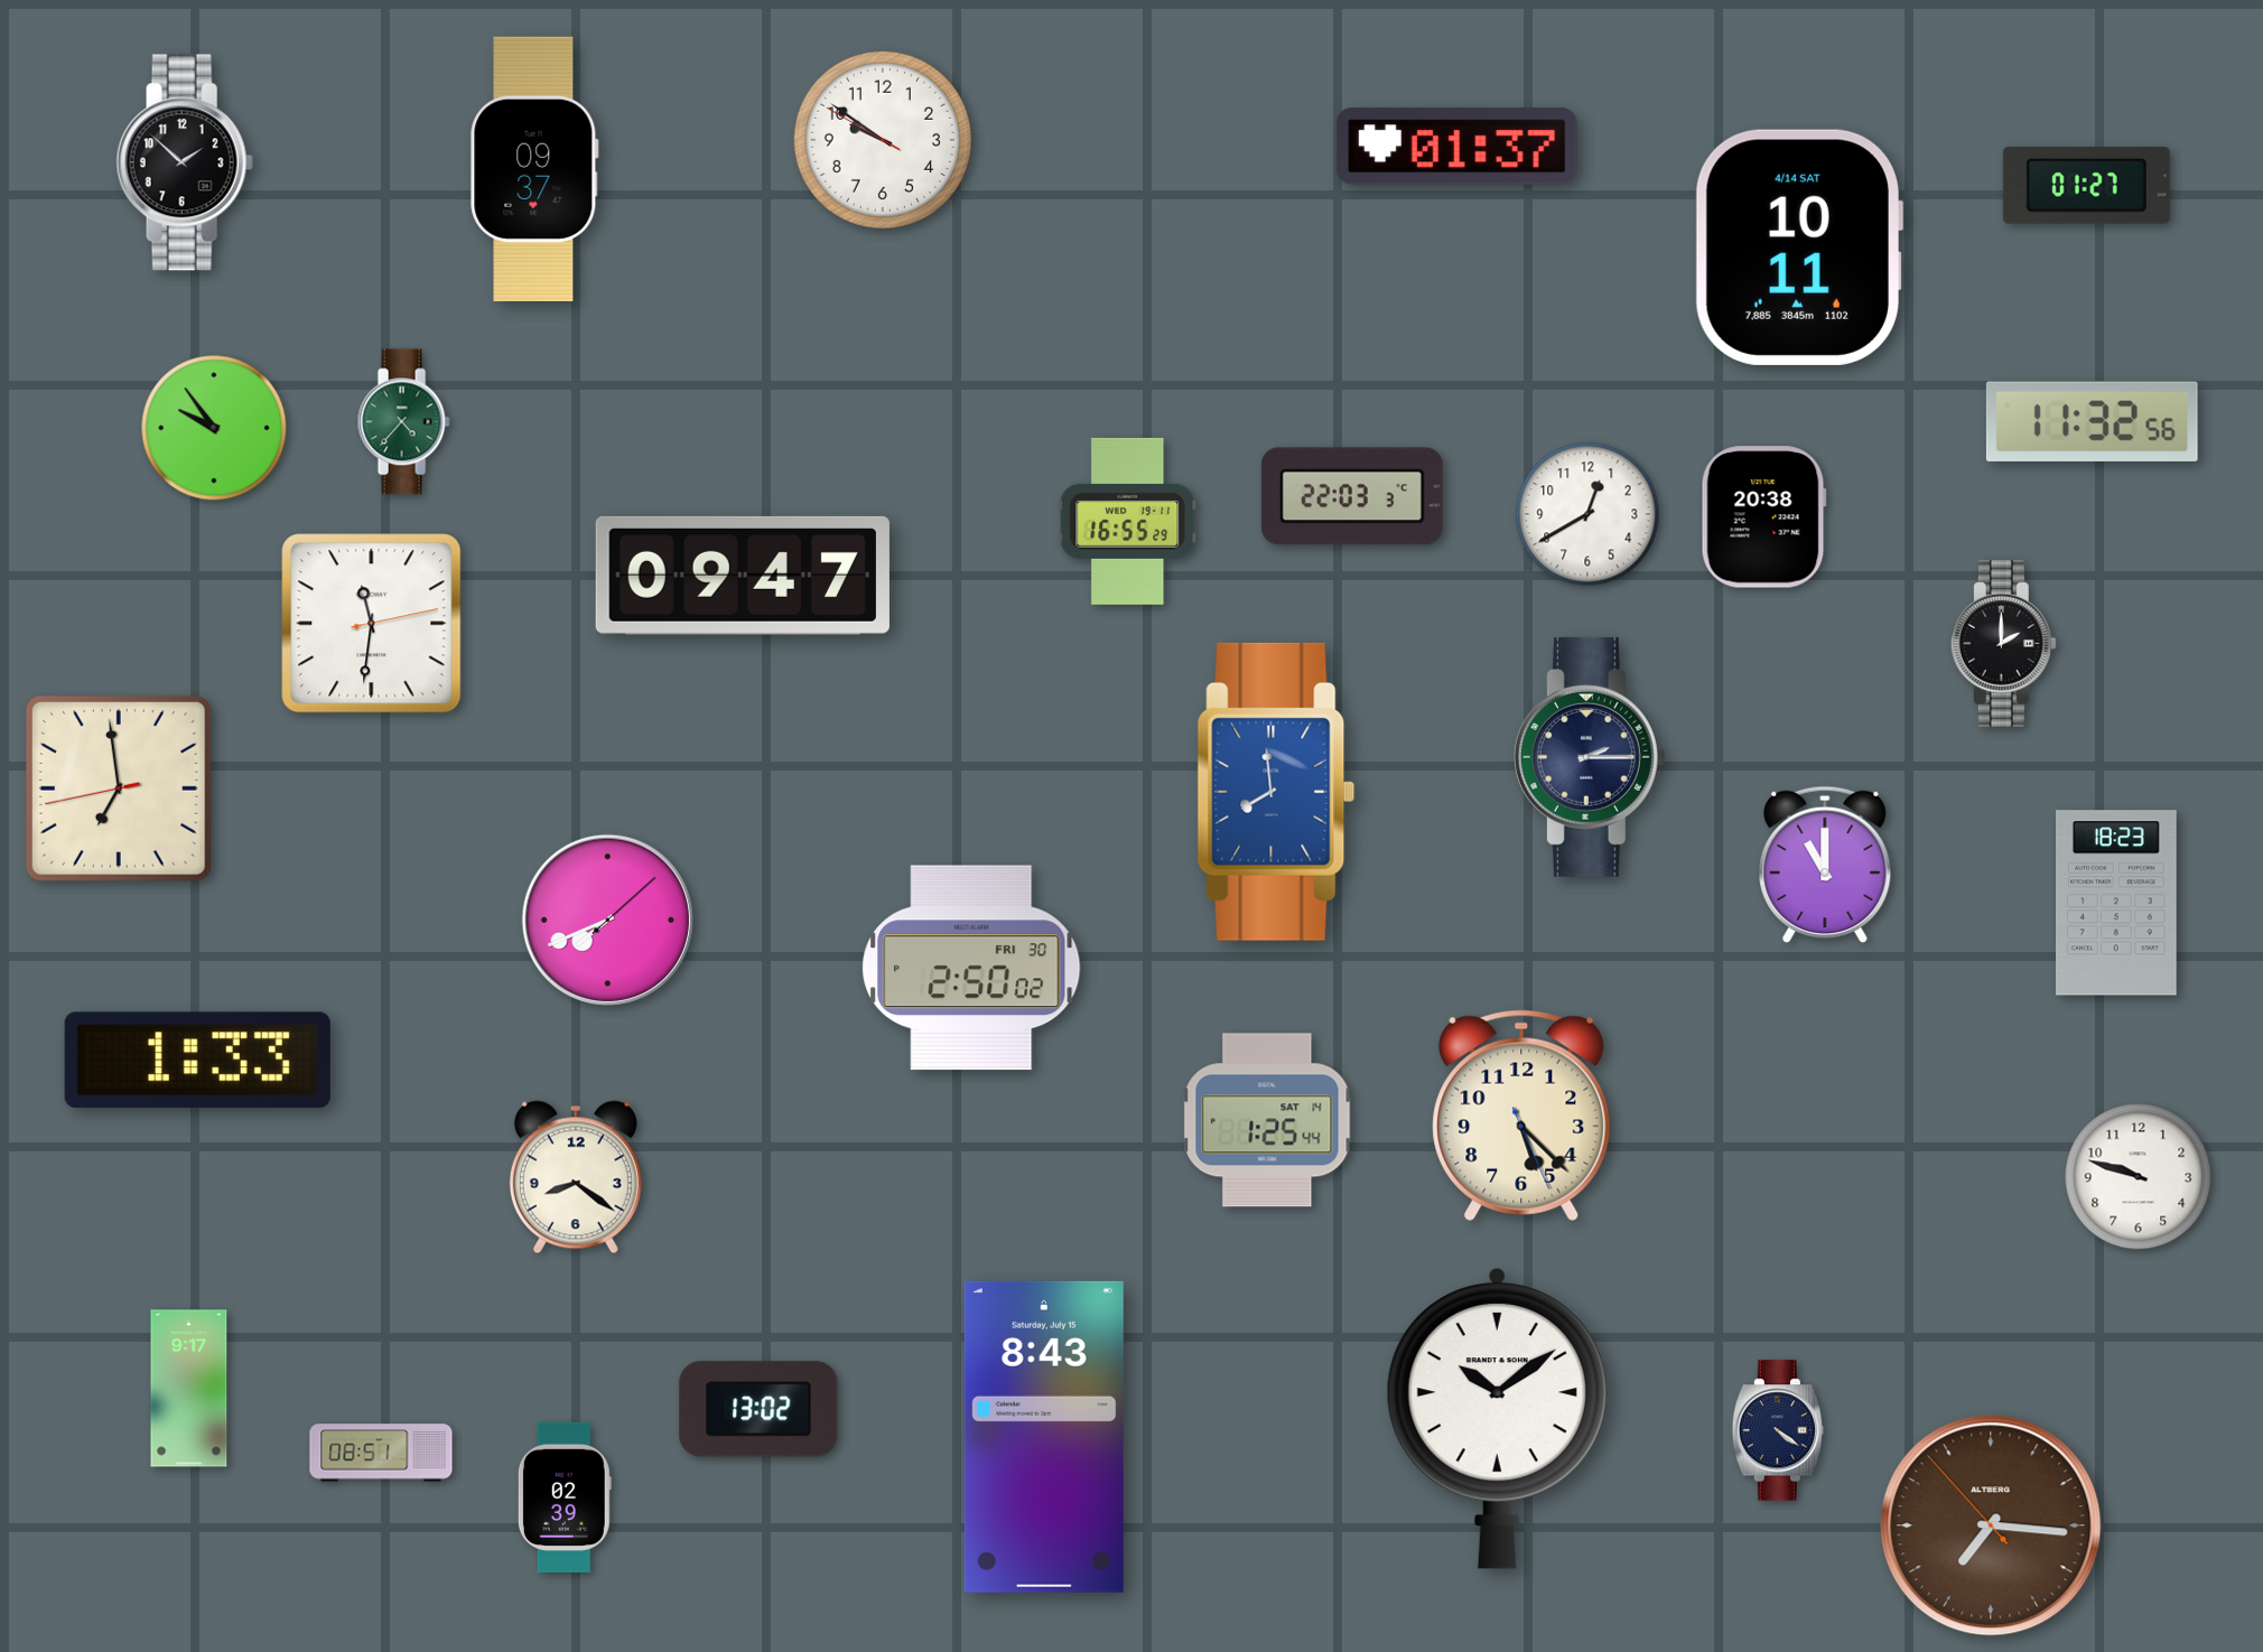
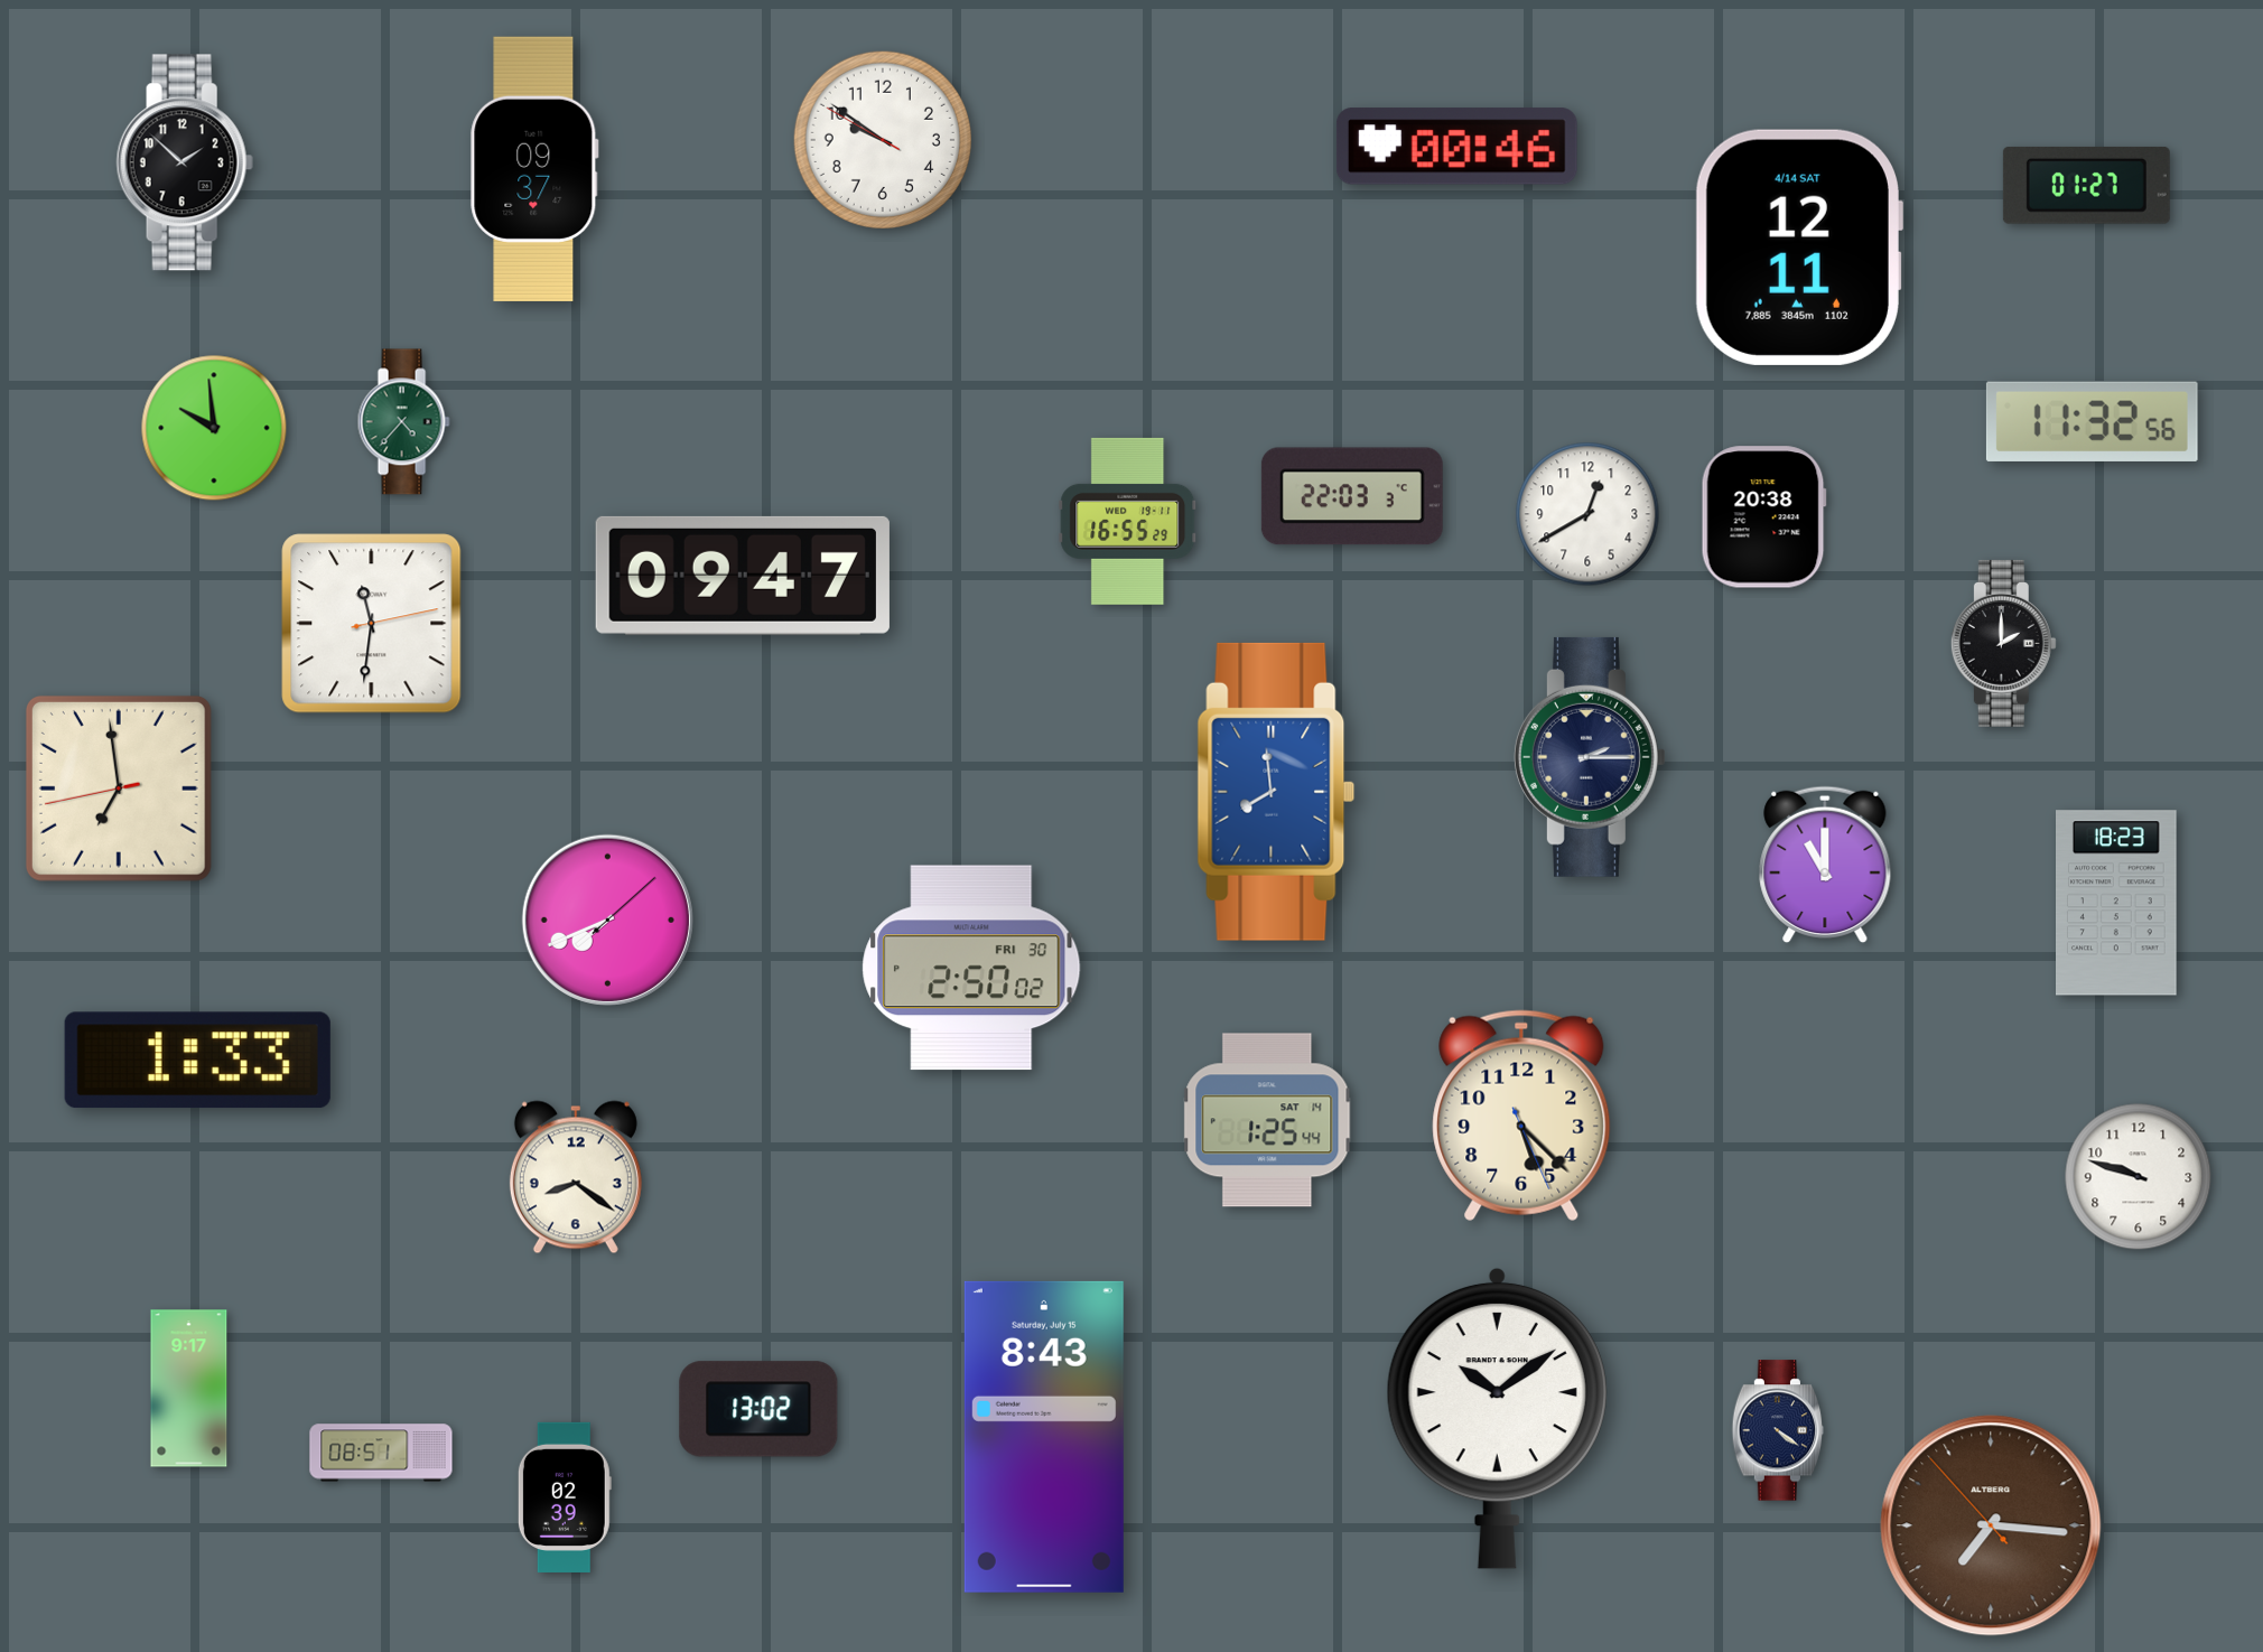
clock at (1456, 147): 01:37 -> 00:46
clock at (1798, 248): 10:11 -> 12:11
clock at (214, 428): 9:54 -> 9:59
